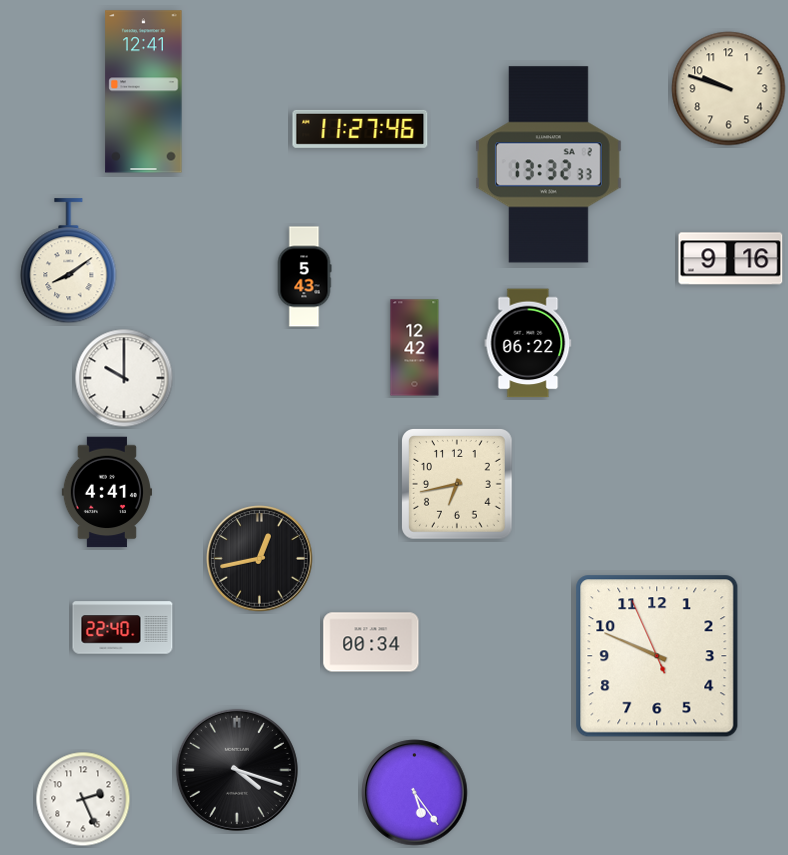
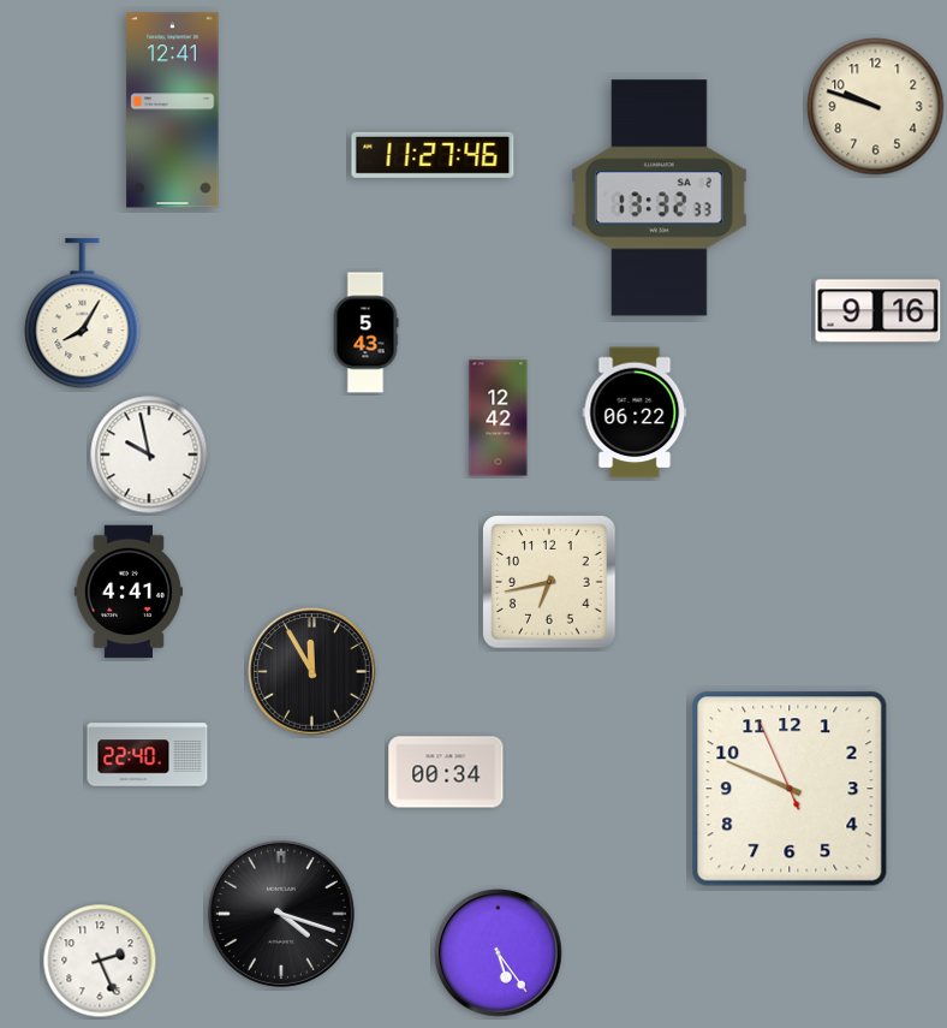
clock at (69, 261): 8:09 -> 8:05
clock at (124, 378): 10:00 -> 9:58
clock at (260, 559): 12:43 -> 11:55
clock at (237, 770) position: (237, 770) -> (281, 914)
